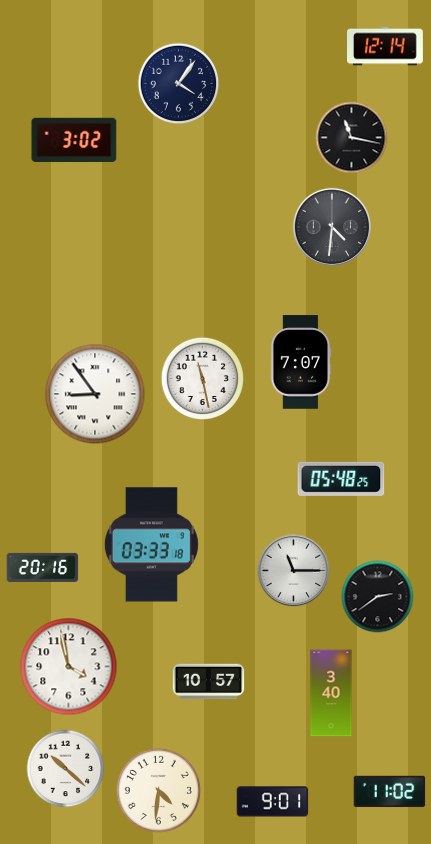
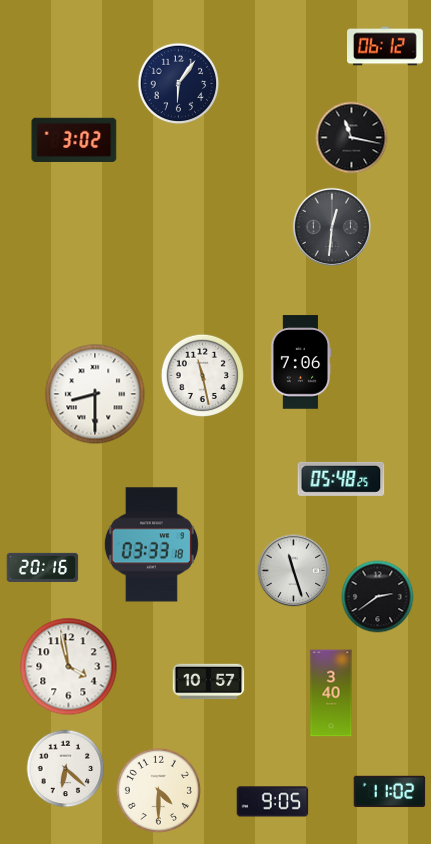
clock at (386, 46): 12:14 -> 06:12
clock at (179, 84): 4:06 -> 6:06
clock at (331, 226): 4:31 -> 12:31
clock at (301, 362): 7:07 -> 7:06
clock at (202, 378) position: (202, 378) -> (202, 375)
clock at (95, 394): 8:54 -> 8:30
clock at (294, 571): 11:15 -> 11:27
clock at (66, 769): 10:22 -> 6:22
clock at (158, 790): 4:31 -> 4:30
clock at (273, 802): 9:01 -> 9:05
